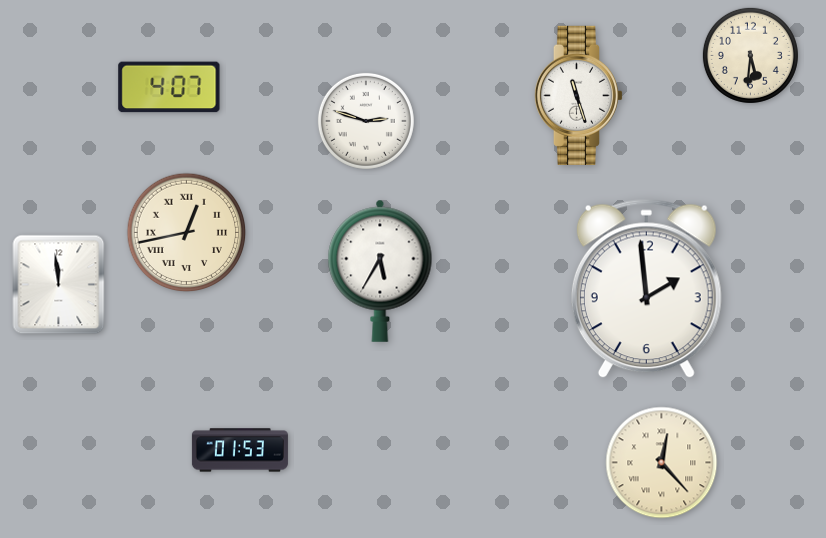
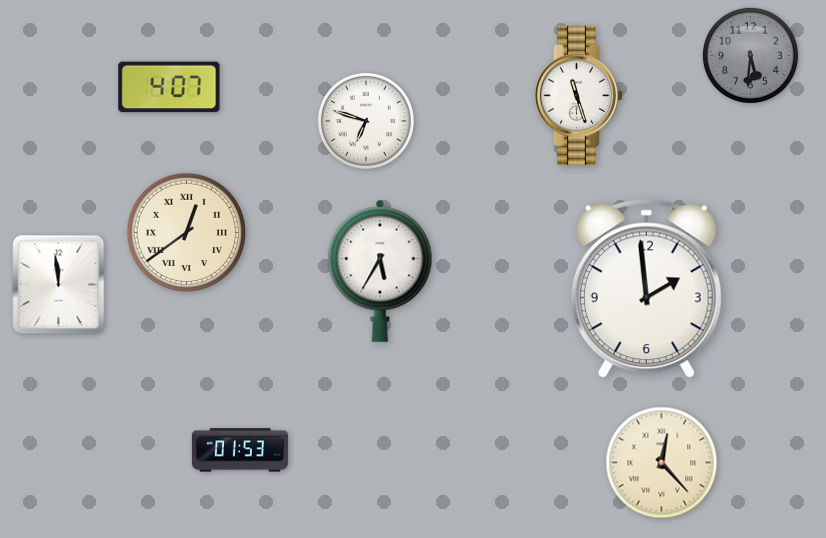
clock at (750, 55) dial: cream -> grey
clock at (366, 121): 2:48 -> 6:48
clock at (187, 233): 12:43 -> 12:39
